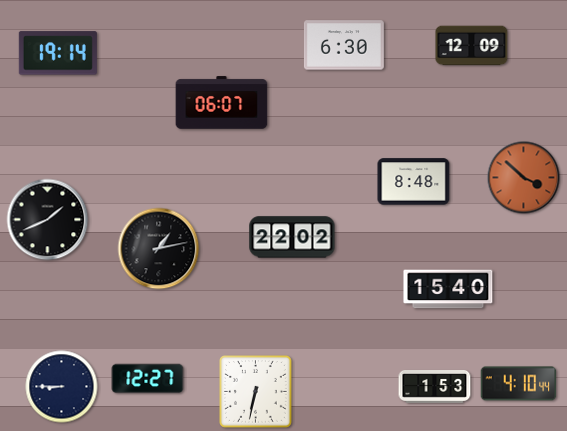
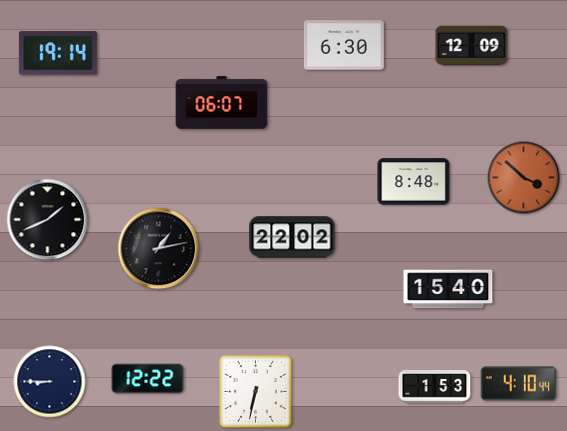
clock at (148, 379): 12:27 -> 12:22
clock at (62, 387) position: (62, 387) -> (50, 382)
